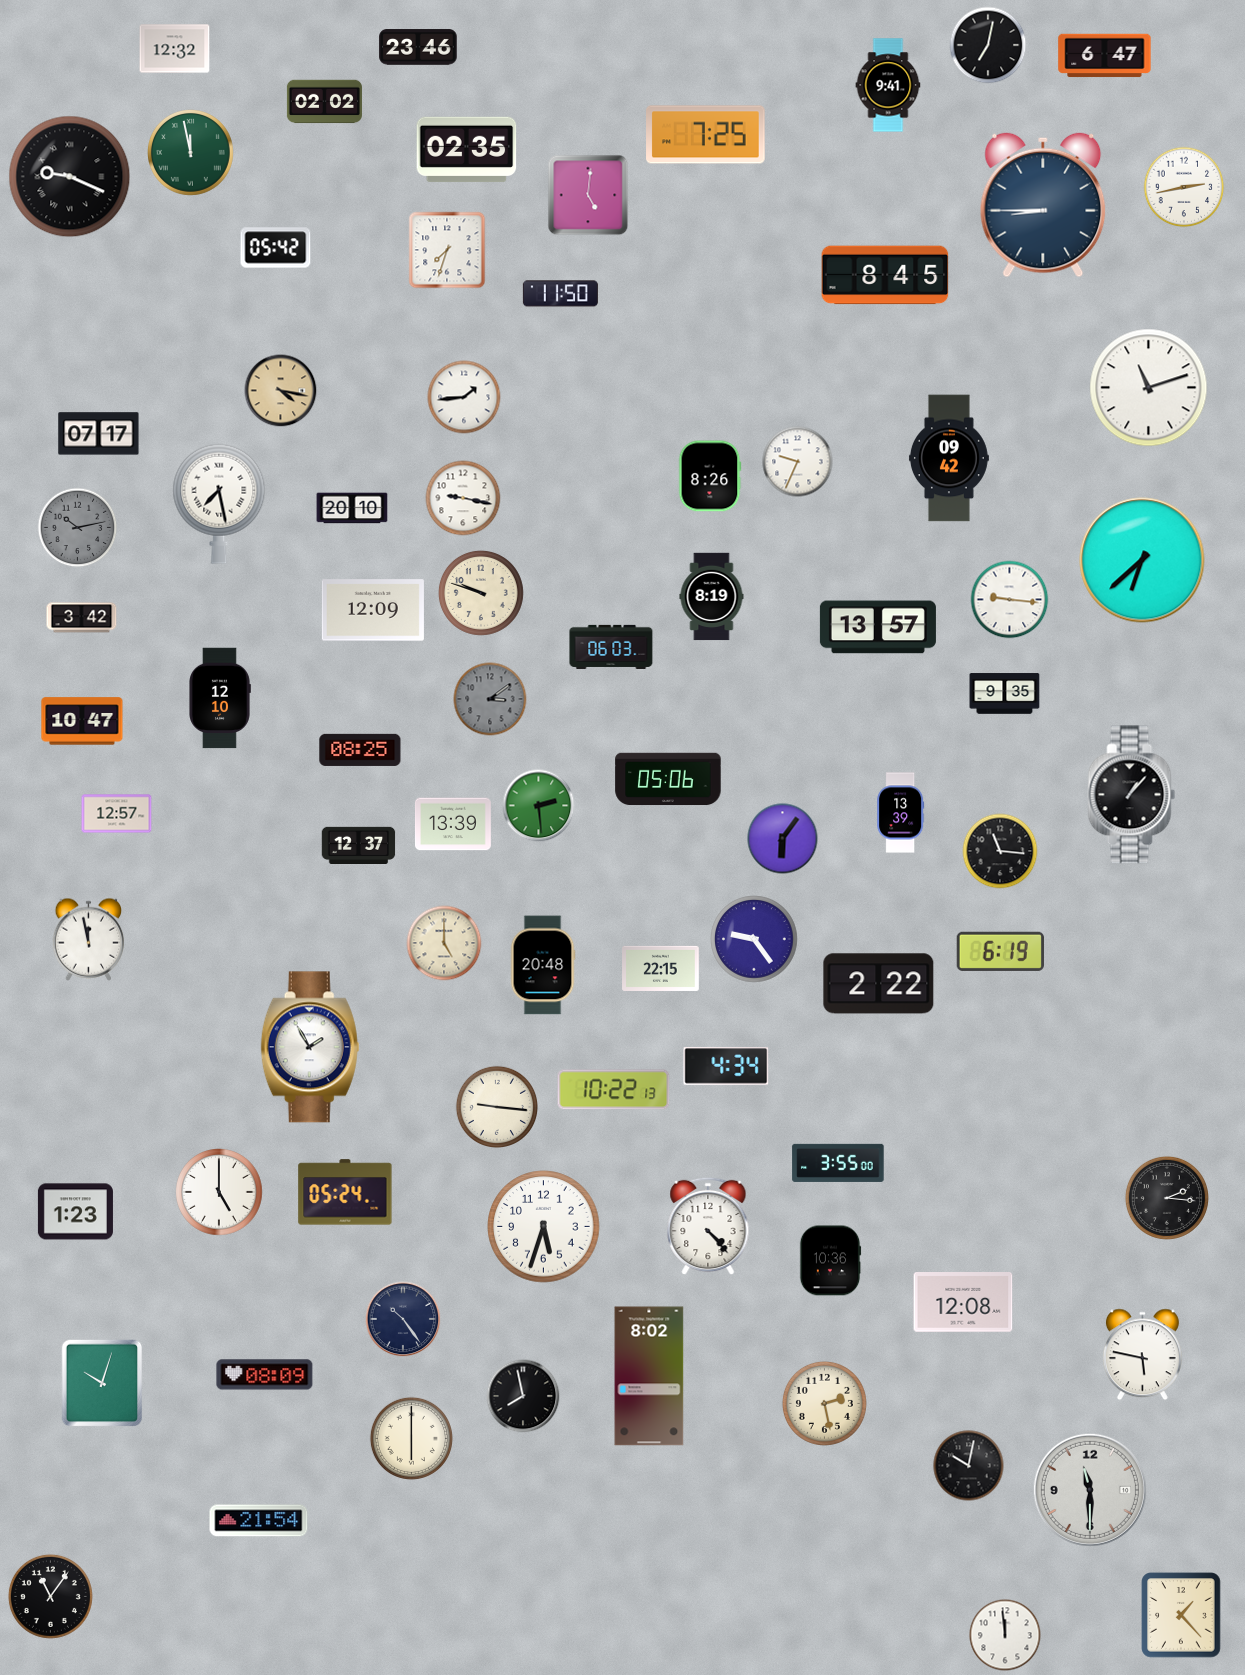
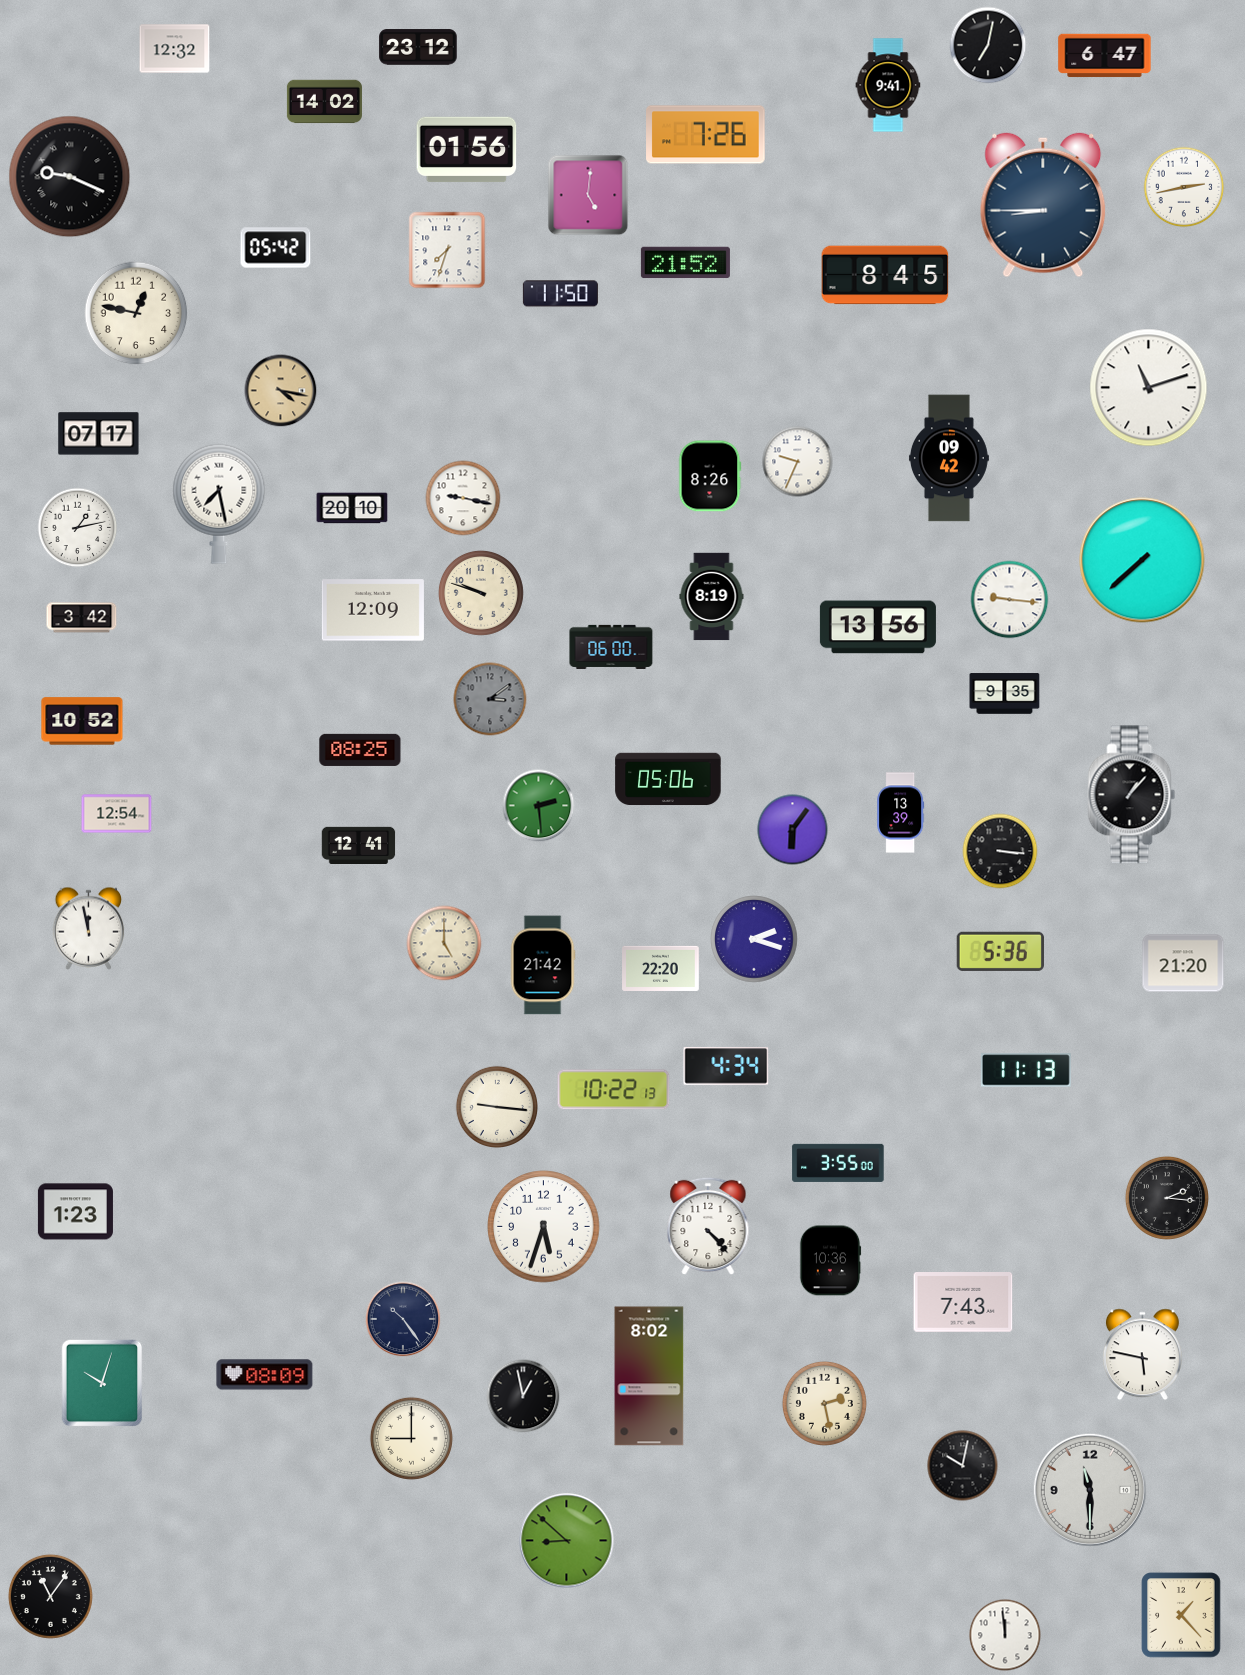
clock at (418, 47): 23:46 -> 23:12
clock at (324, 102): 02:02 -> 14:02
clock at (706, 135): 7:25 -> 7:26
clock at (467, 150): 02:35 -> 01:56
clock at (191, 153): 11:58 -> none
clock at (685, 263): none -> 21:52
clock at (136, 313): none -> 12:47
clock at (464, 397): 1:44 -> none
clock at (78, 528): 10:13 -> 1:13
clock at (78, 528) dial: grey -> white
clock at (1142, 560): 6:38 -> 7:38
clock at (878, 627): 13:57 -> 13:56
clock at (611, 647): 06:03 -> 06:00
clock at (220, 698): 12:10 -> none
clock at (82, 721): 10:47 -> 10:52
clock at (117, 814): 12:57 -> 12:54
clock at (453, 824): 13:39 -> none
clock at (783, 839) position: (783, 839) -> (793, 830)
clock at (359, 845): 12:37 -> 12:41
clock at (1000, 851): 11:16 -> 3:16
clock at (89, 939) position: (89, 939) -> (89, 928)
clock at (754, 939): 9:24 -> 2:18
clock at (1000, 951): 6:19 -> 5:36
clock at (1183, 963): none -> 21:20
clock at (543, 965): 20:48 -> 21:42
clock at (661, 968): 22:15 -> 22:20
clock at (879, 984): 2:22 -> none
clock at (310, 1047): 1:55 -> none
clock at (1026, 1070): none -> 11:13
clock at (219, 1192): 5:00 -> none
clock at (345, 1192): 05:24 -> none
clock at (963, 1302): 12:08 -> 7:43
clock at (523, 1396): 7:58 -> 12:58
clock at (411, 1438): 6:00 -> 9:00
clock at (969, 1466) position: (969, 1466) -> (963, 1466)
clock at (259, 1521): 21:54 -> none
clock at (567, 1541): none -> 8:52
